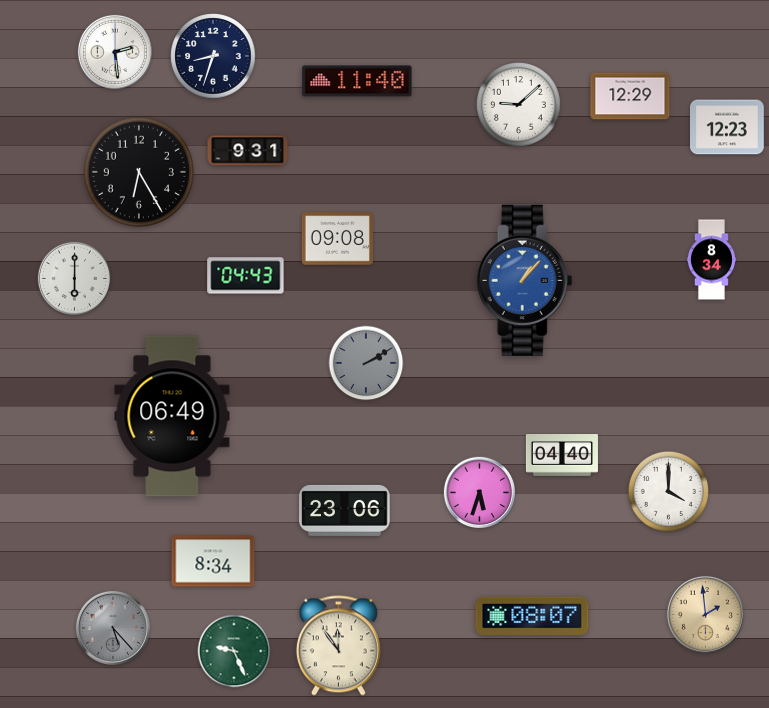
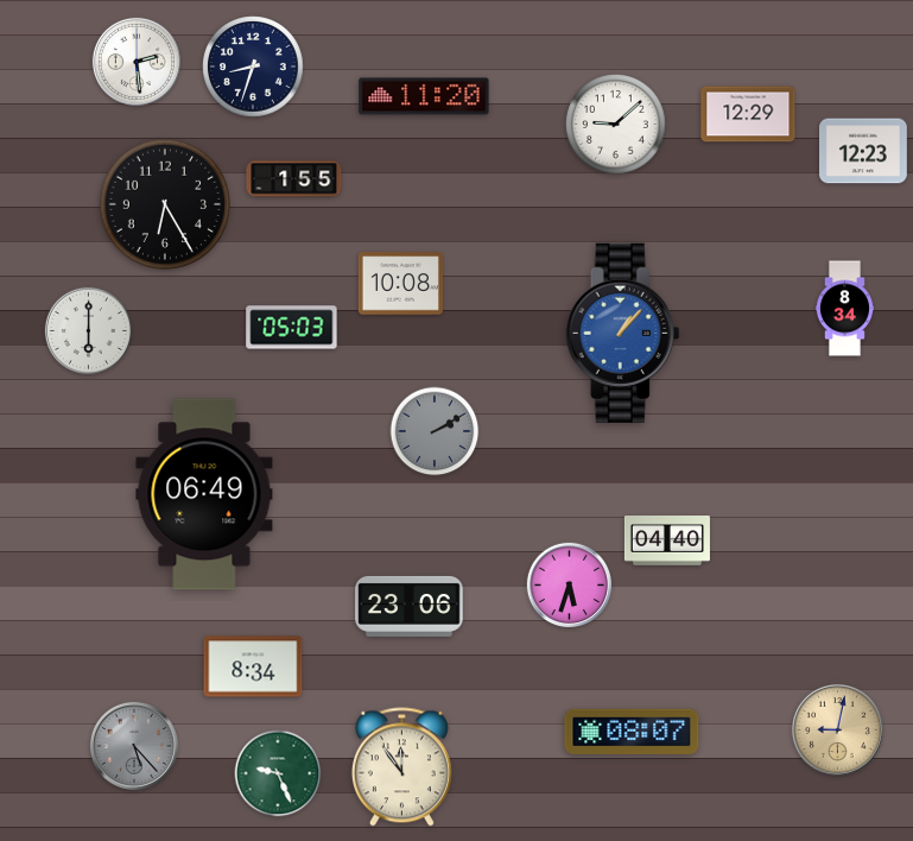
clock at (357, 81): 11:40 -> 11:20
clock at (248, 151): 9:31 -> 1:55
clock at (337, 239): 09:08 -> 10:08
clock at (246, 276): 04:43 -> 05:03
clock at (668, 491): 4:00 -> none
clock at (705, 614): 1:59 -> 9:02
